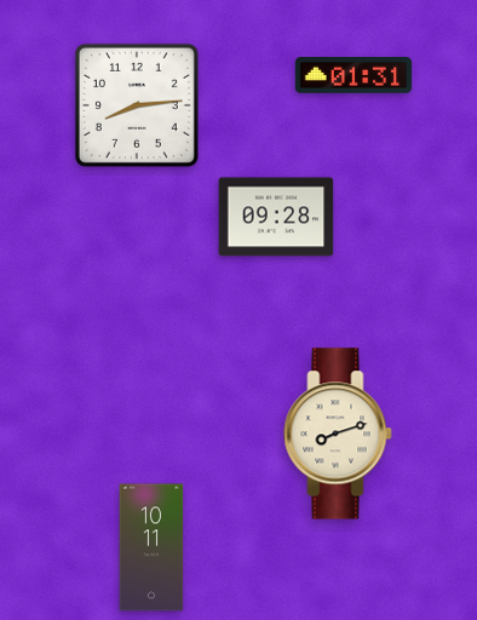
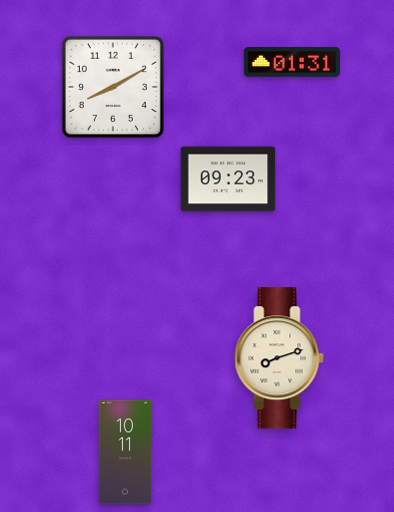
clock at (137, 105): 8:14 -> 8:10
clock at (276, 217): 09:28 -> 09:23
